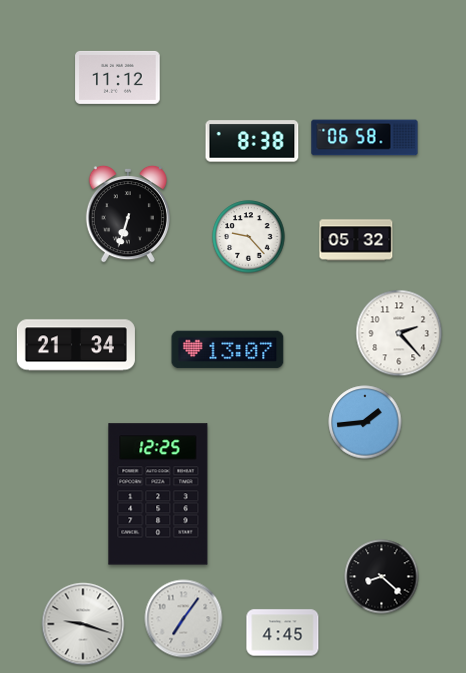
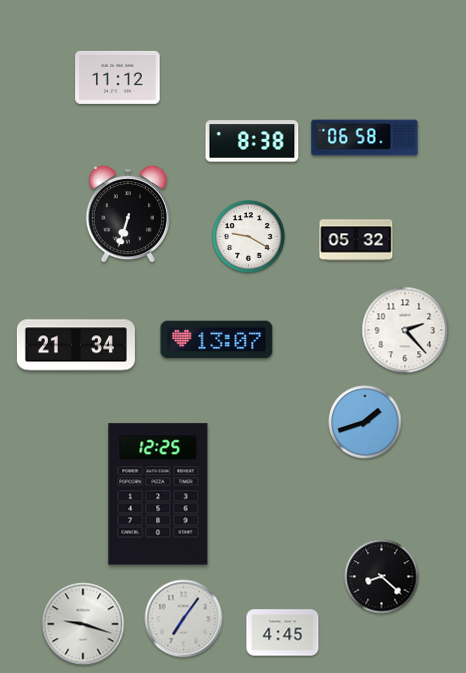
clock at (249, 237): 9:23 -> 9:20
clock at (399, 333) position: (399, 333) -> (405, 330)
clock at (228, 350) position: (228, 350) -> (217, 340)
clock at (365, 422): 1:44 -> 1:42
